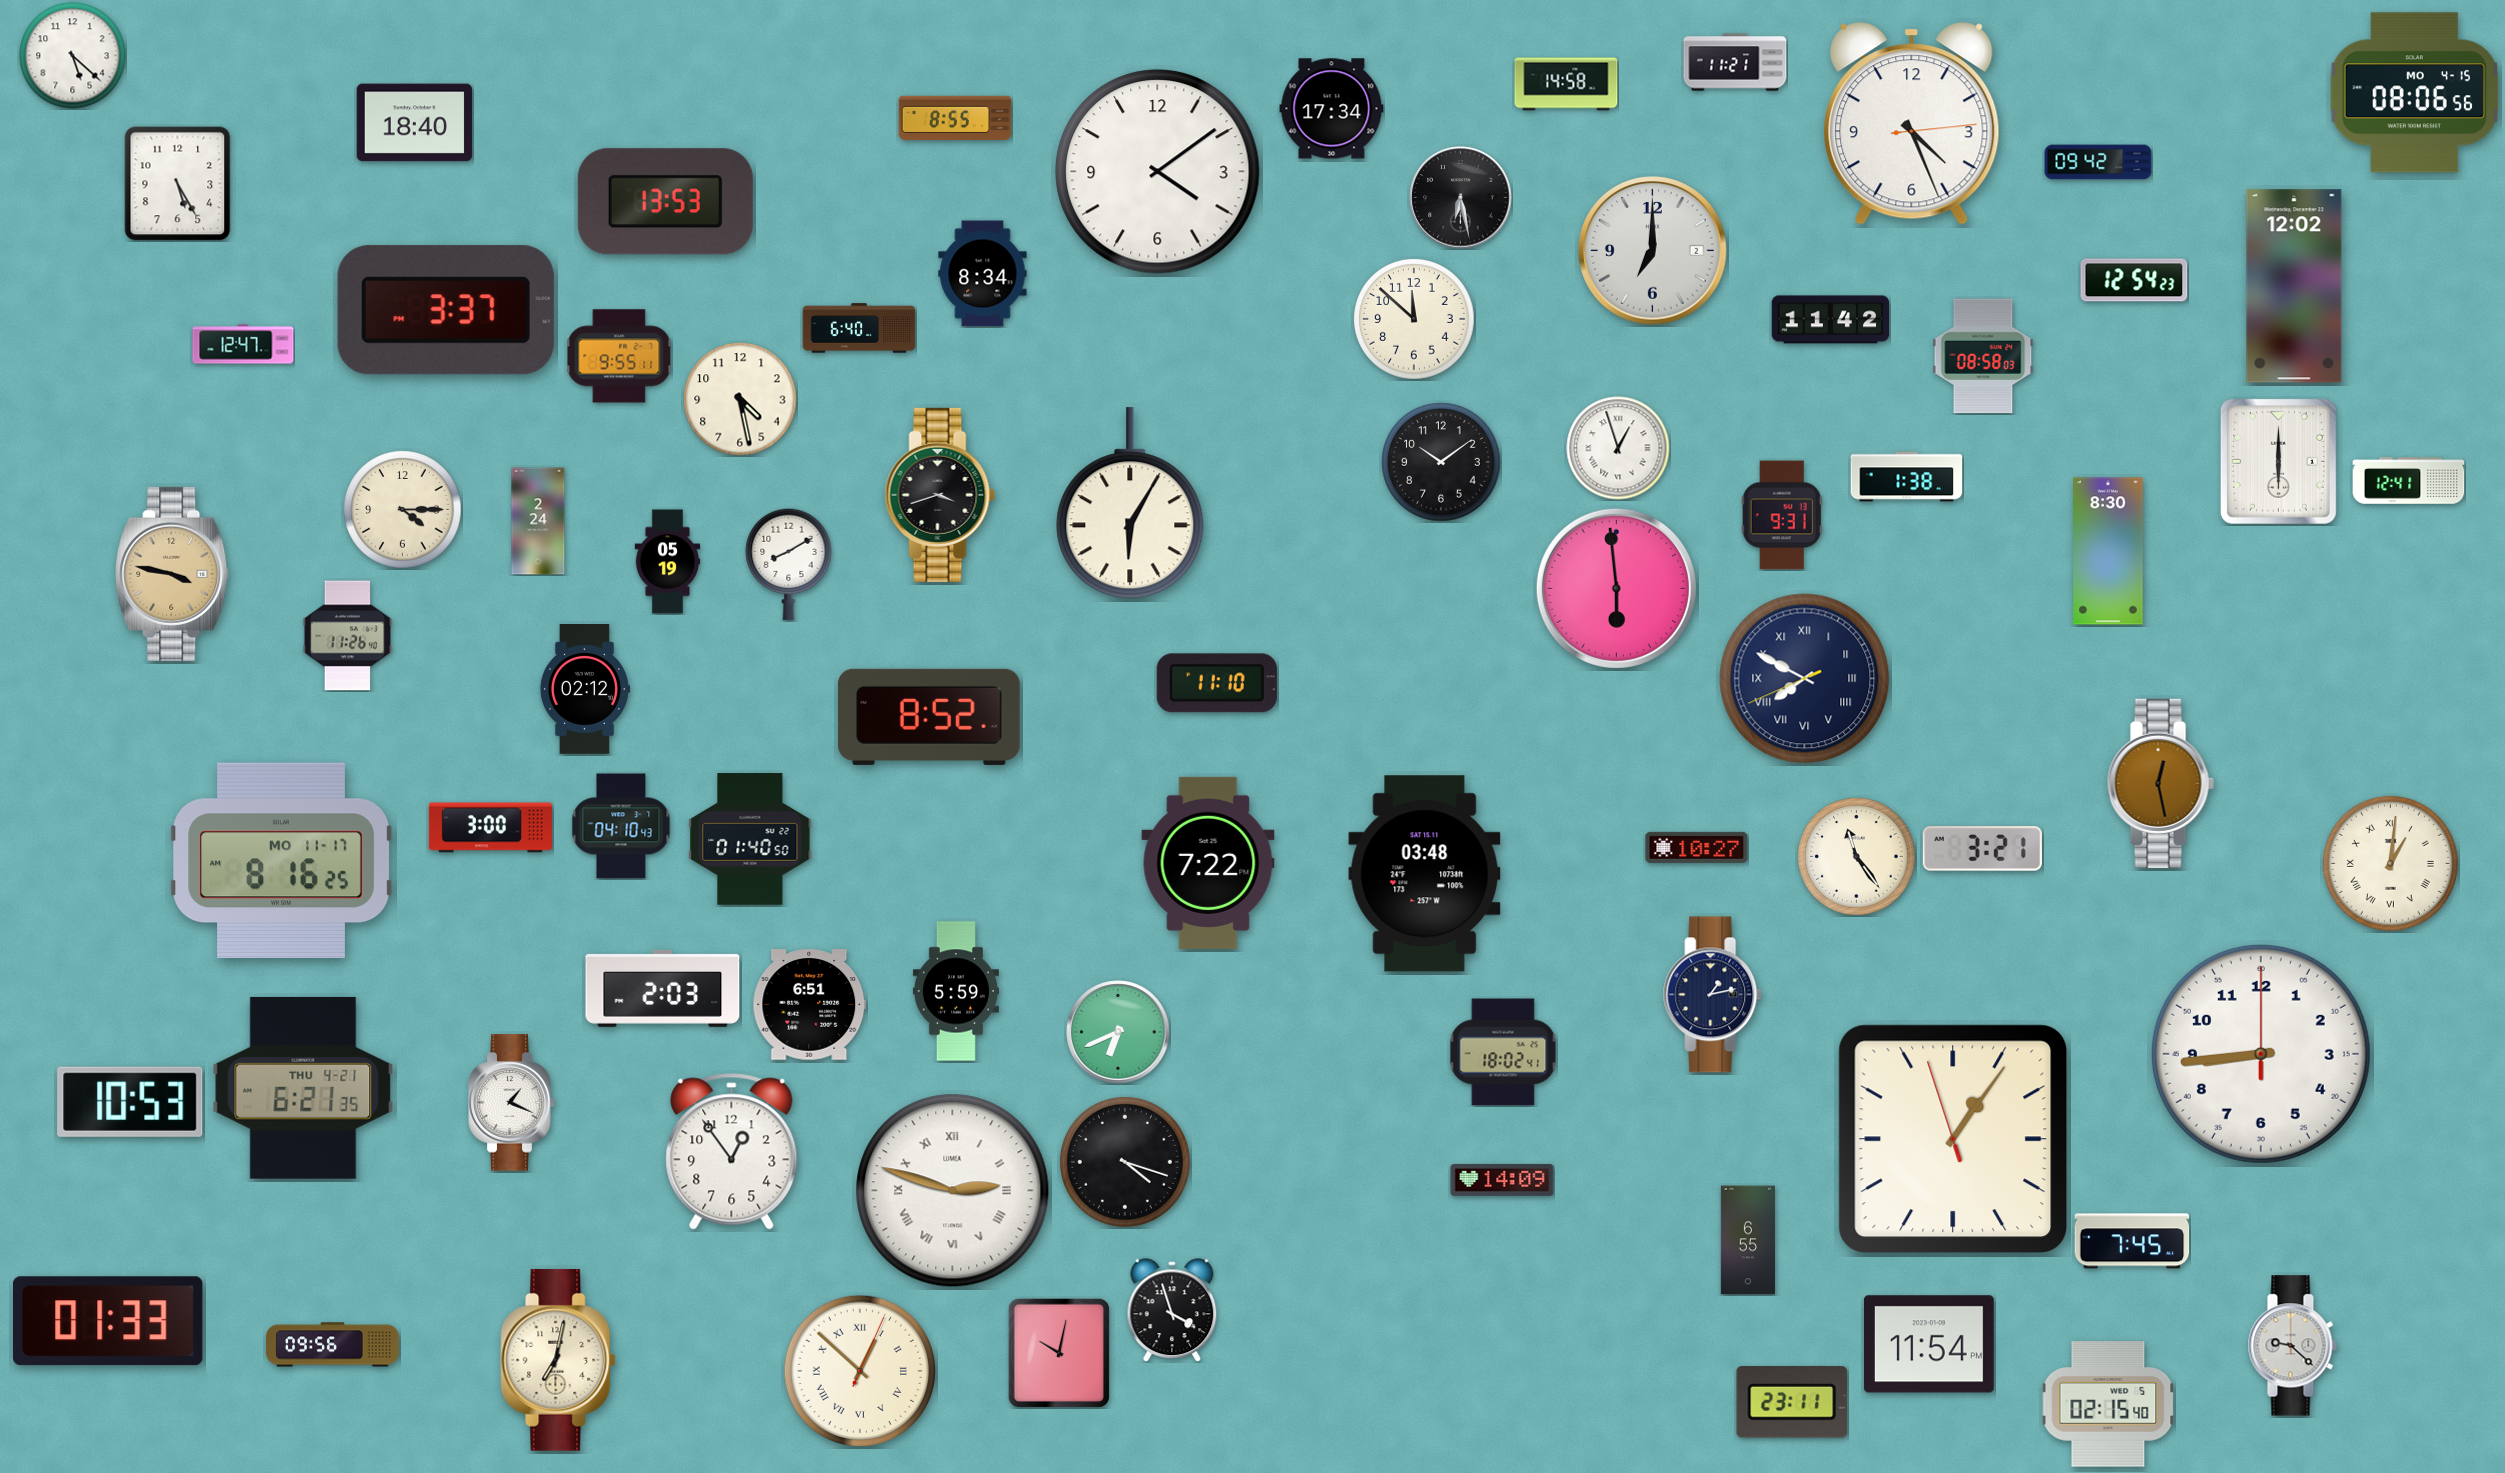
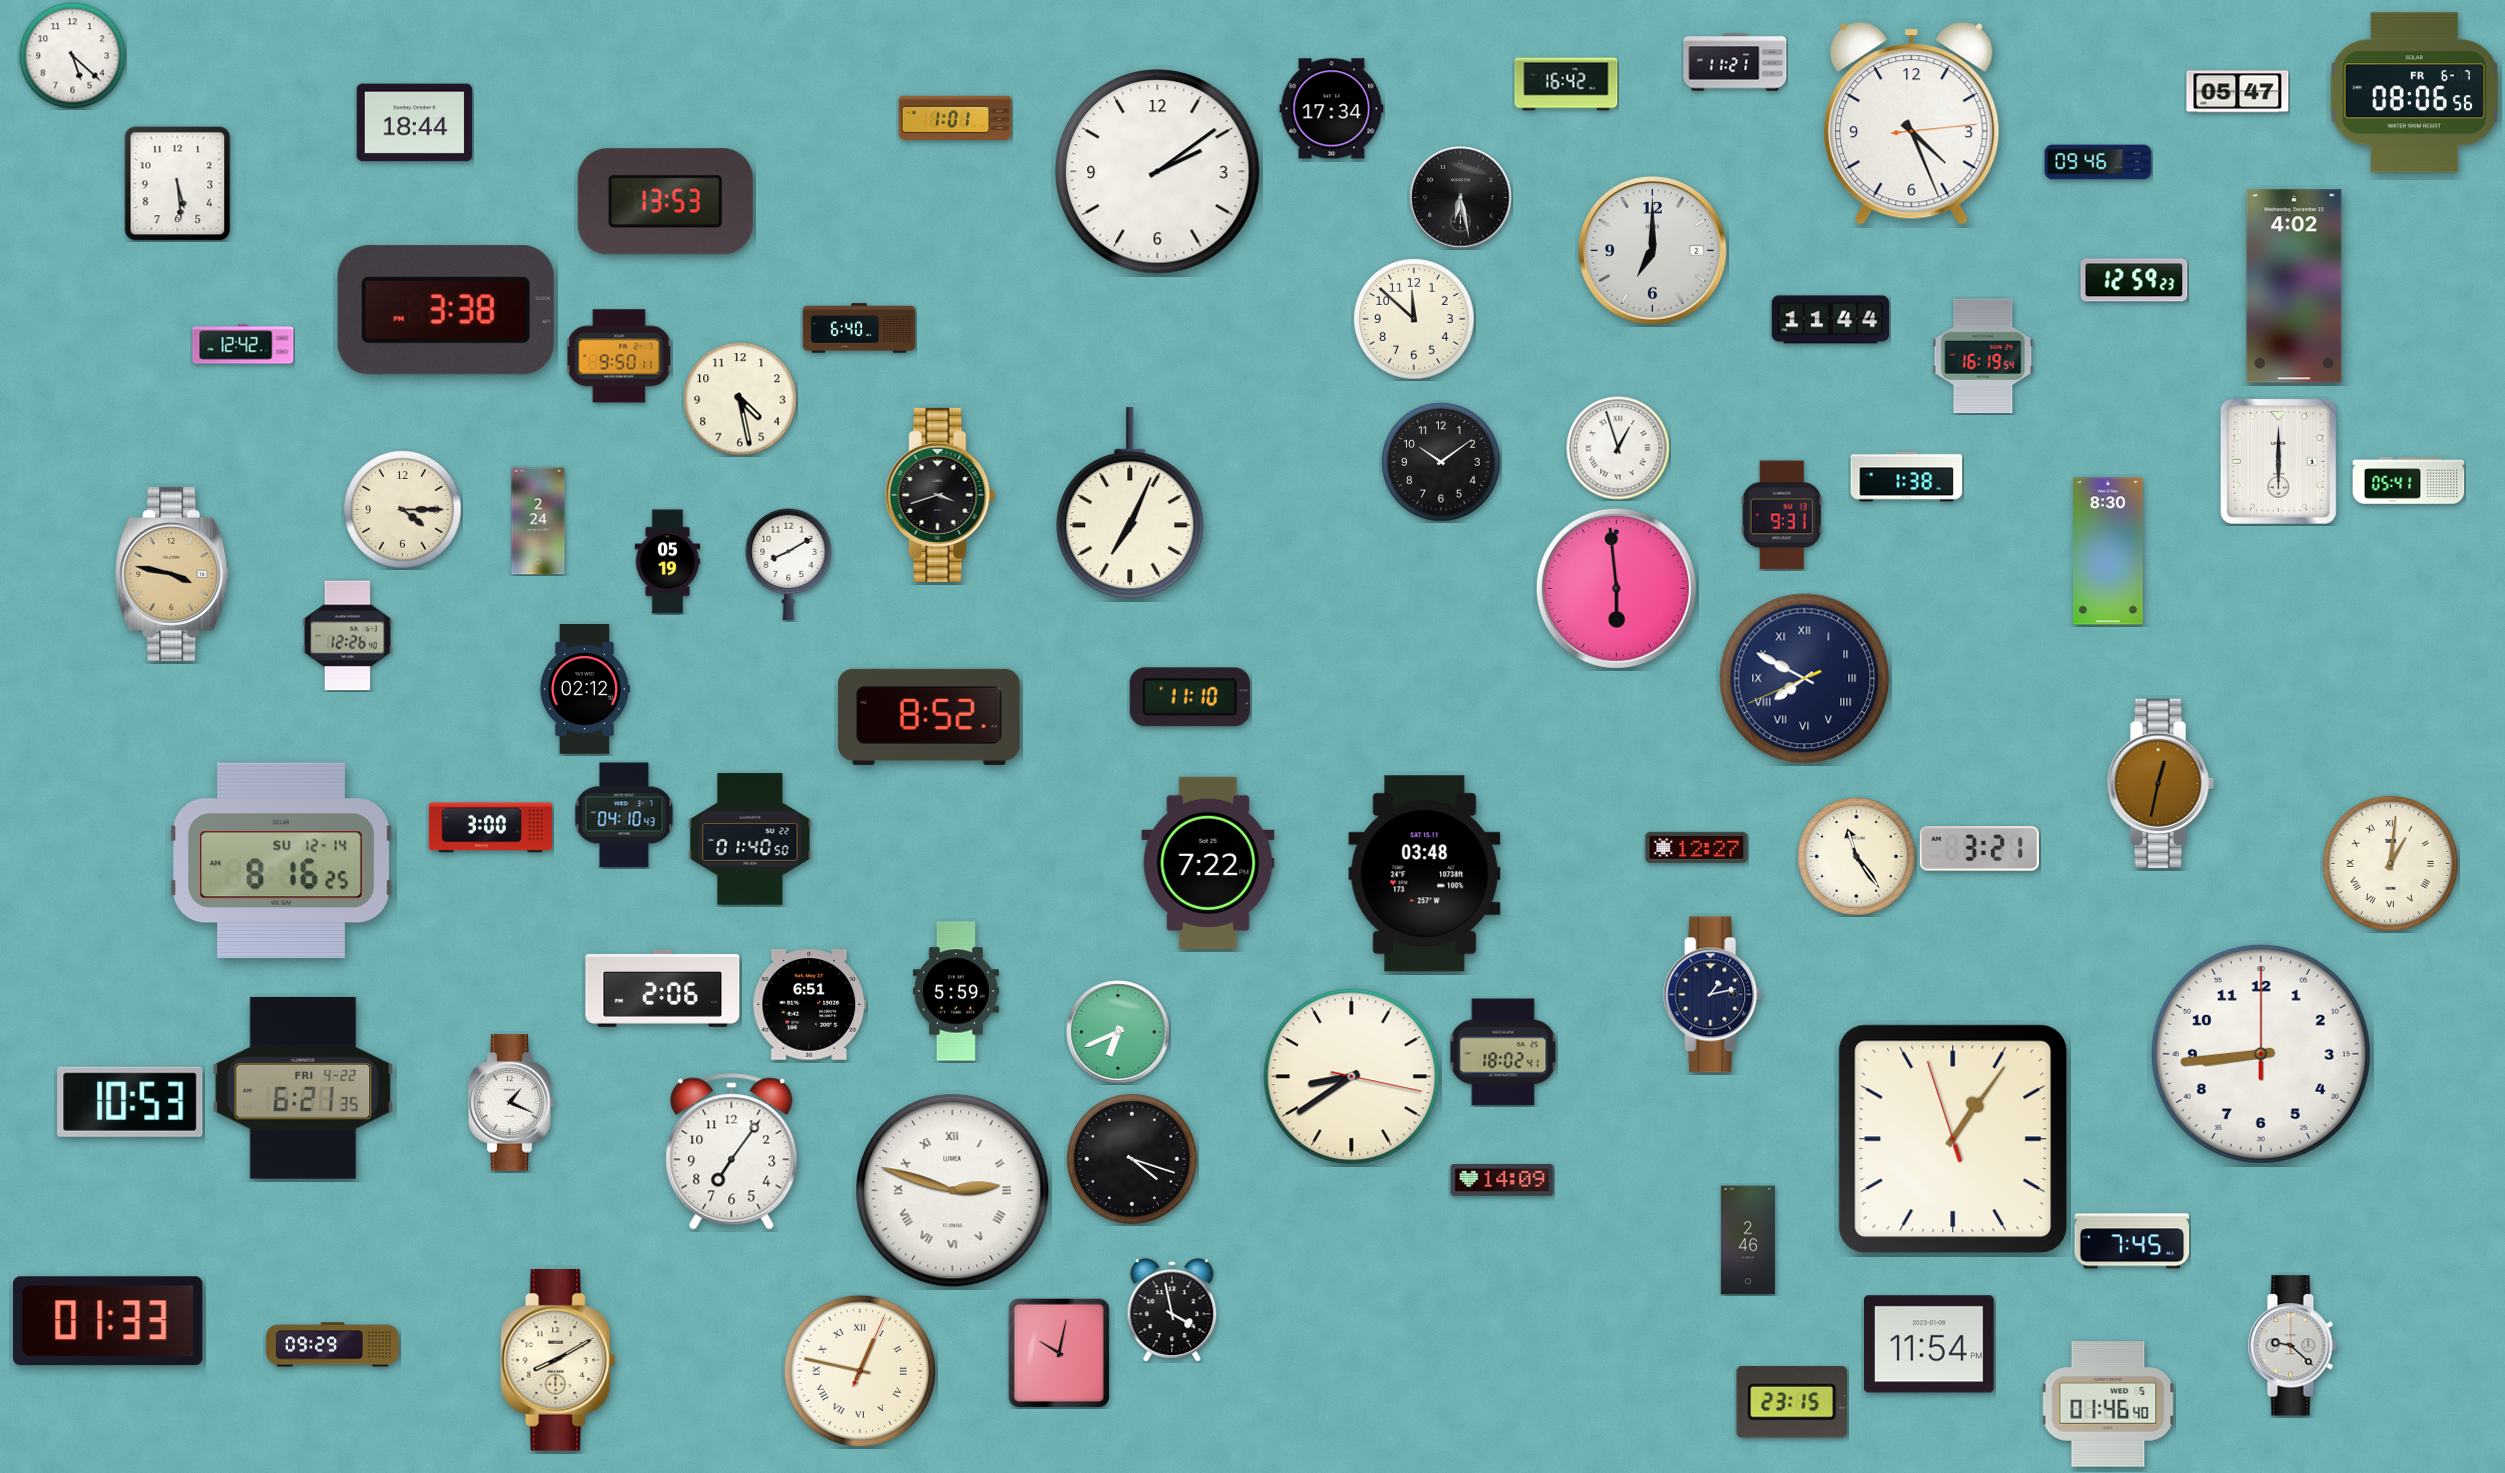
clock at (1566, 84): 14:58 -> 16:42
clock at (2238, 92): none -> 05:47
clock at (2414, 93) date: MO 4-15 -> FR 6-7
clock at (955, 118): 8:55 -> 1:01
clock at (415, 123): 18:40 -> 18:44
clock at (2098, 162): 09:42 -> 09:46
clock at (1158, 172): 4:09 -> 2:09
clock at (178, 184): 5:25 -> 5:29
clock at (983, 274): 8:34 -> none
clock at (2134, 280): 12:54 -> 12:59
clock at (2294, 286): 12:02 -> 4:02
clock at (446, 310): 3:37 -> 3:38
clock at (1831, 320): 11:42 -> 11:44
clock at (243, 344): 12:47 -> 12:42
clock at (619, 356): 9:55 -> 9:50
clock at (1983, 356): 08:58 -> 16:19
clock at (2409, 481): 12:41 -> 05:41
clock at (1130, 504): 6:05 -> 7:04
clock at (348, 636): 11:26 -> 12:26
clock at (1217, 683) position: (1217, 683) -> (1190, 697)
clock at (2160, 783): 12:28 -> 12:32
clock at (621, 826) position: (621, 826) -> (624, 815)
clock at (1697, 847): 10:27 -> 12:27
clock at (1982, 849) position: (1982, 849) -> (1979, 849)
clock at (281, 860) date: MO 11-17 -> SU 12-14
clock at (663, 988): 2:03 -> 2:06
clock at (1352, 1077): none -> 8:39
clock at (303, 1088) date: THU 4-21 -> FRI 4-22
clock at (732, 1152): 12:54 -> 7:06
clock at (1125, 1162) position: (1125, 1162) -> (1132, 1159)
clock at (1748, 1240): 6:55 -> 2:46
clock at (1172, 1310): 3:57 -> 3:58
clock at (333, 1345): 09:56 -> 09:29
clock at (558, 1360): 7:02 -> 8:10
clock at (859, 1370): 12:52 -> 12:47
clock at (1792, 1403): 23:11 -> 23:15
clock at (2108, 1404): 02:15 -> 01:46
